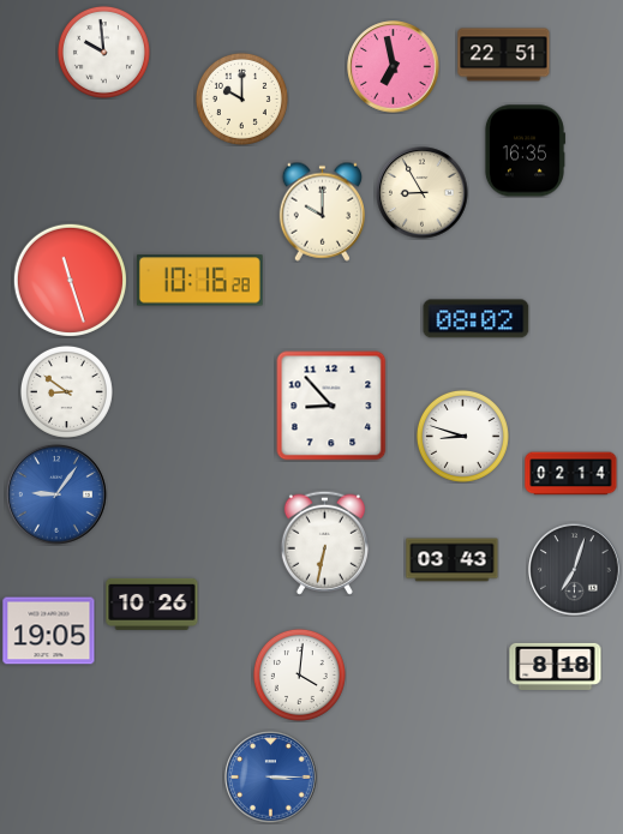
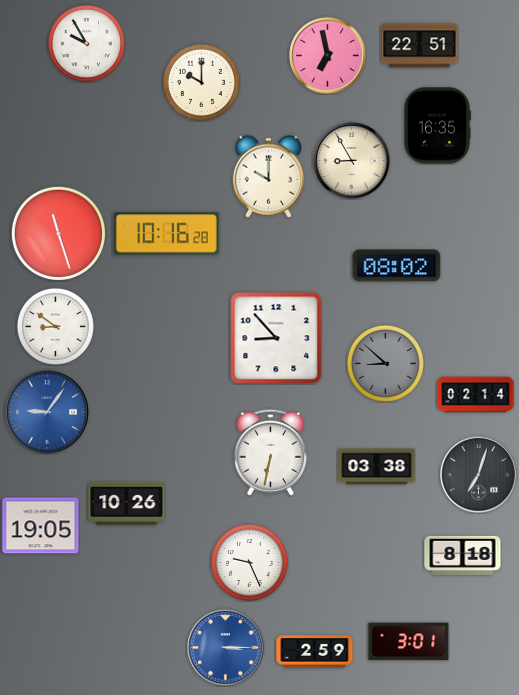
clock at (103, 52): 9:59 -> 9:55
clock at (462, 436): 8:48 -> 8:52
clock at (462, 436) dial: white -> grey
clock at (453, 560): 03:43 -> 03:38
clock at (299, 674): 4:01 -> 9:26
clock at (409, 642): none -> 3:01
clock at (315, 652): none -> 2:59
